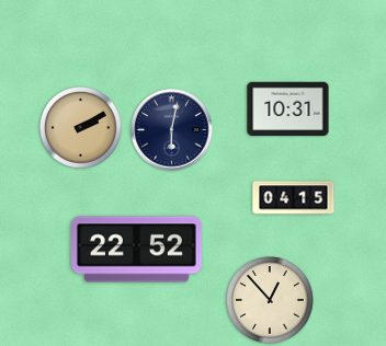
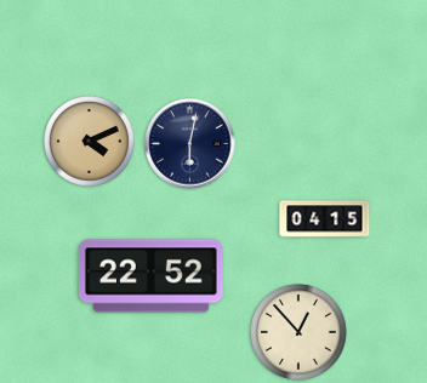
clock at (288, 109): 10:31 -> none
clock at (81, 128): 2:10 -> 4:11
